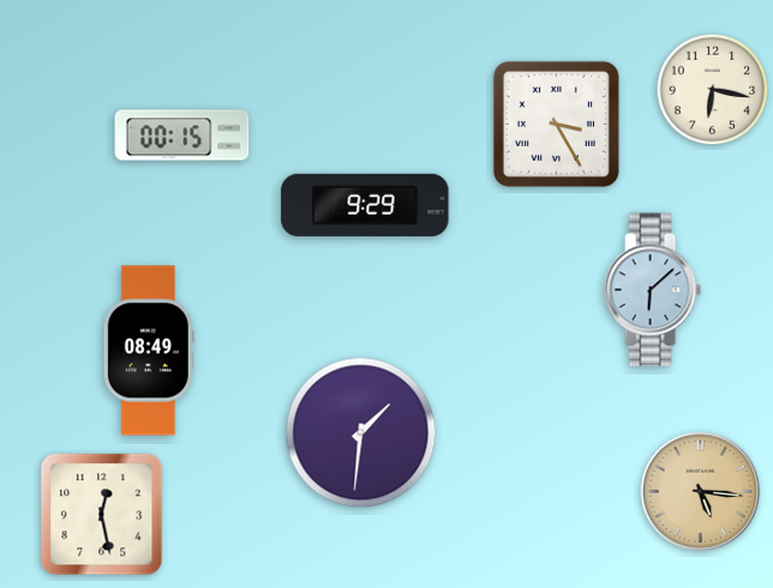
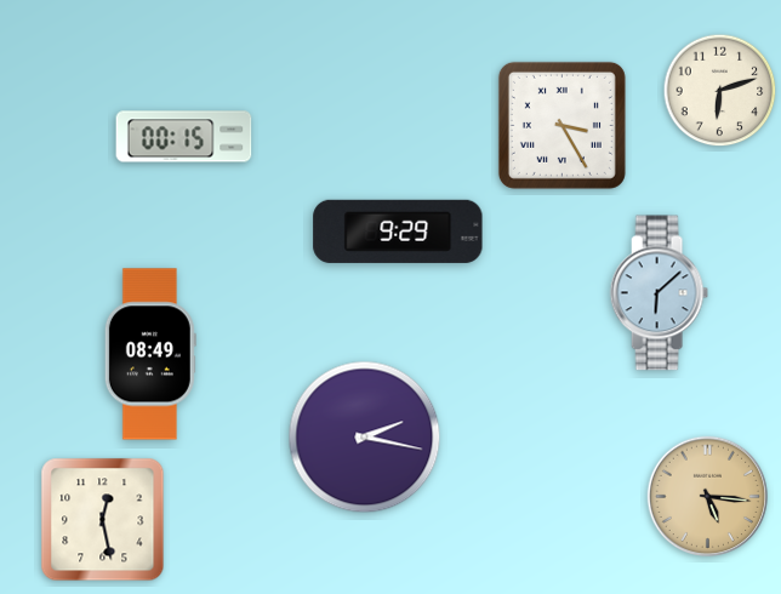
clock at (713, 90): 6:17 -> 6:12
clock at (365, 205) position: (365, 205) -> (398, 232)
clock at (361, 433): 1:31 -> 2:17
